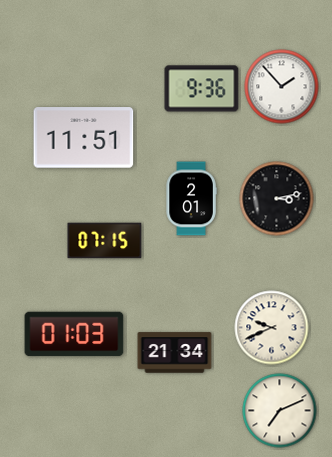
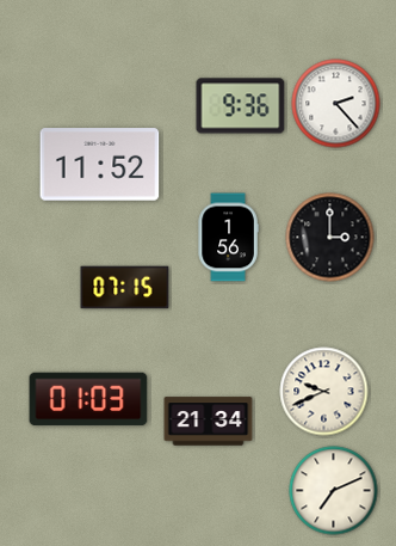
clock at (282, 87): 1:53 -> 2:23
clock at (84, 138): 11:51 -> 11:52
clock at (191, 199): 2:01 -> 1:56
clock at (277, 199): 3:13 -> 3:00
